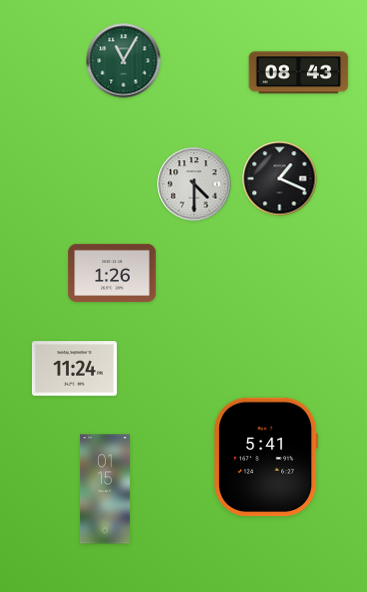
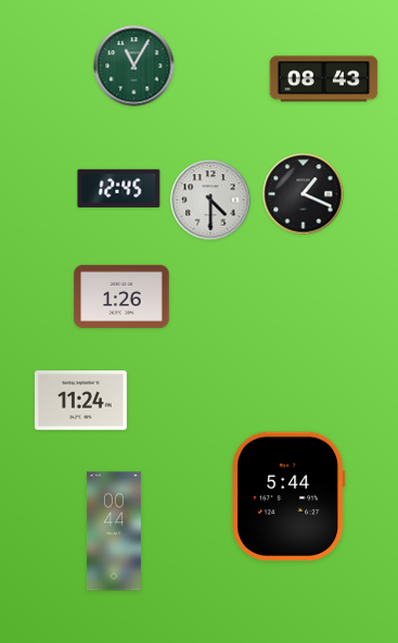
clock at (119, 188): none -> 12:45
clock at (266, 457): 5:41 -> 5:44
clock at (105, 489): 01:15 -> 00:44
